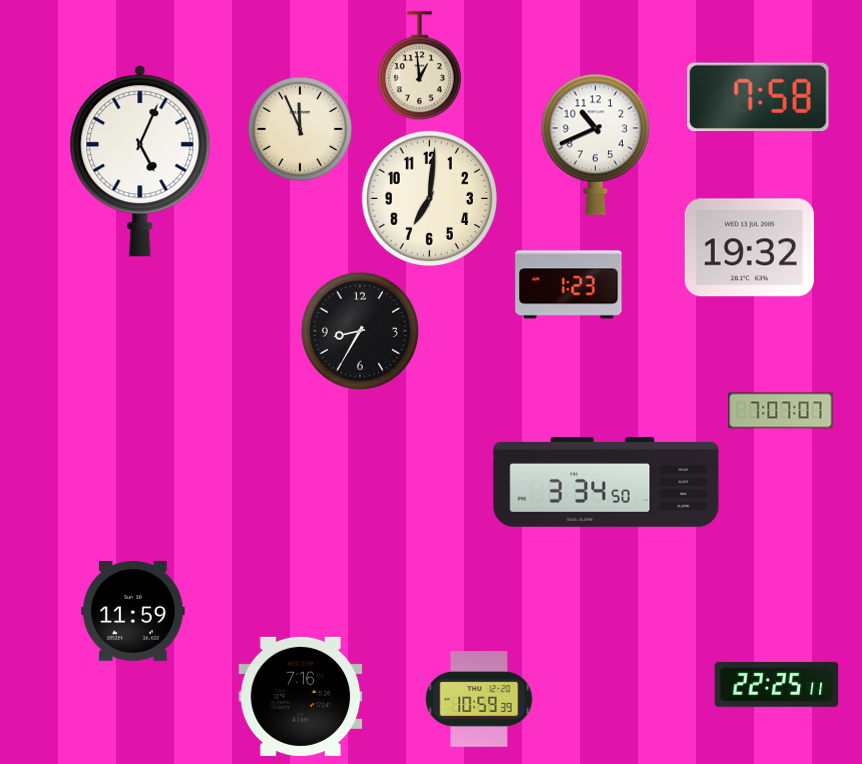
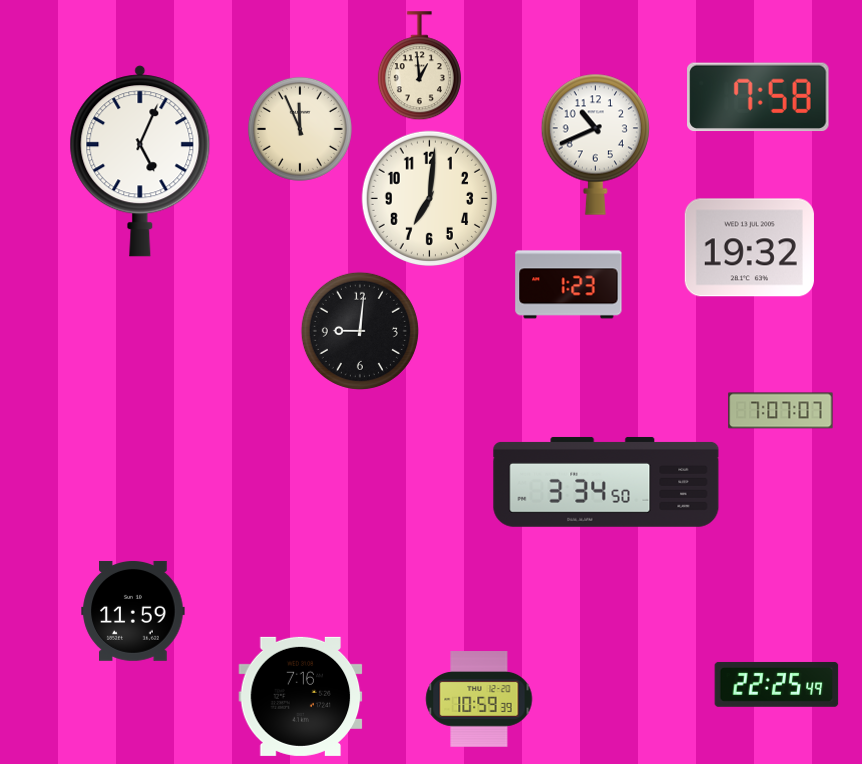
clock at (360, 331): 8:35 -> 9:01
clock at (777, 684): 22:25:11 -> 22:25:49
